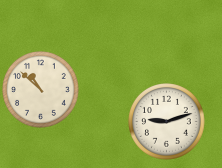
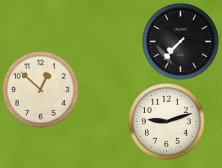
clock at (181, 42): none -> 7:37
clock at (41, 90): 10:52 -> 12:52
